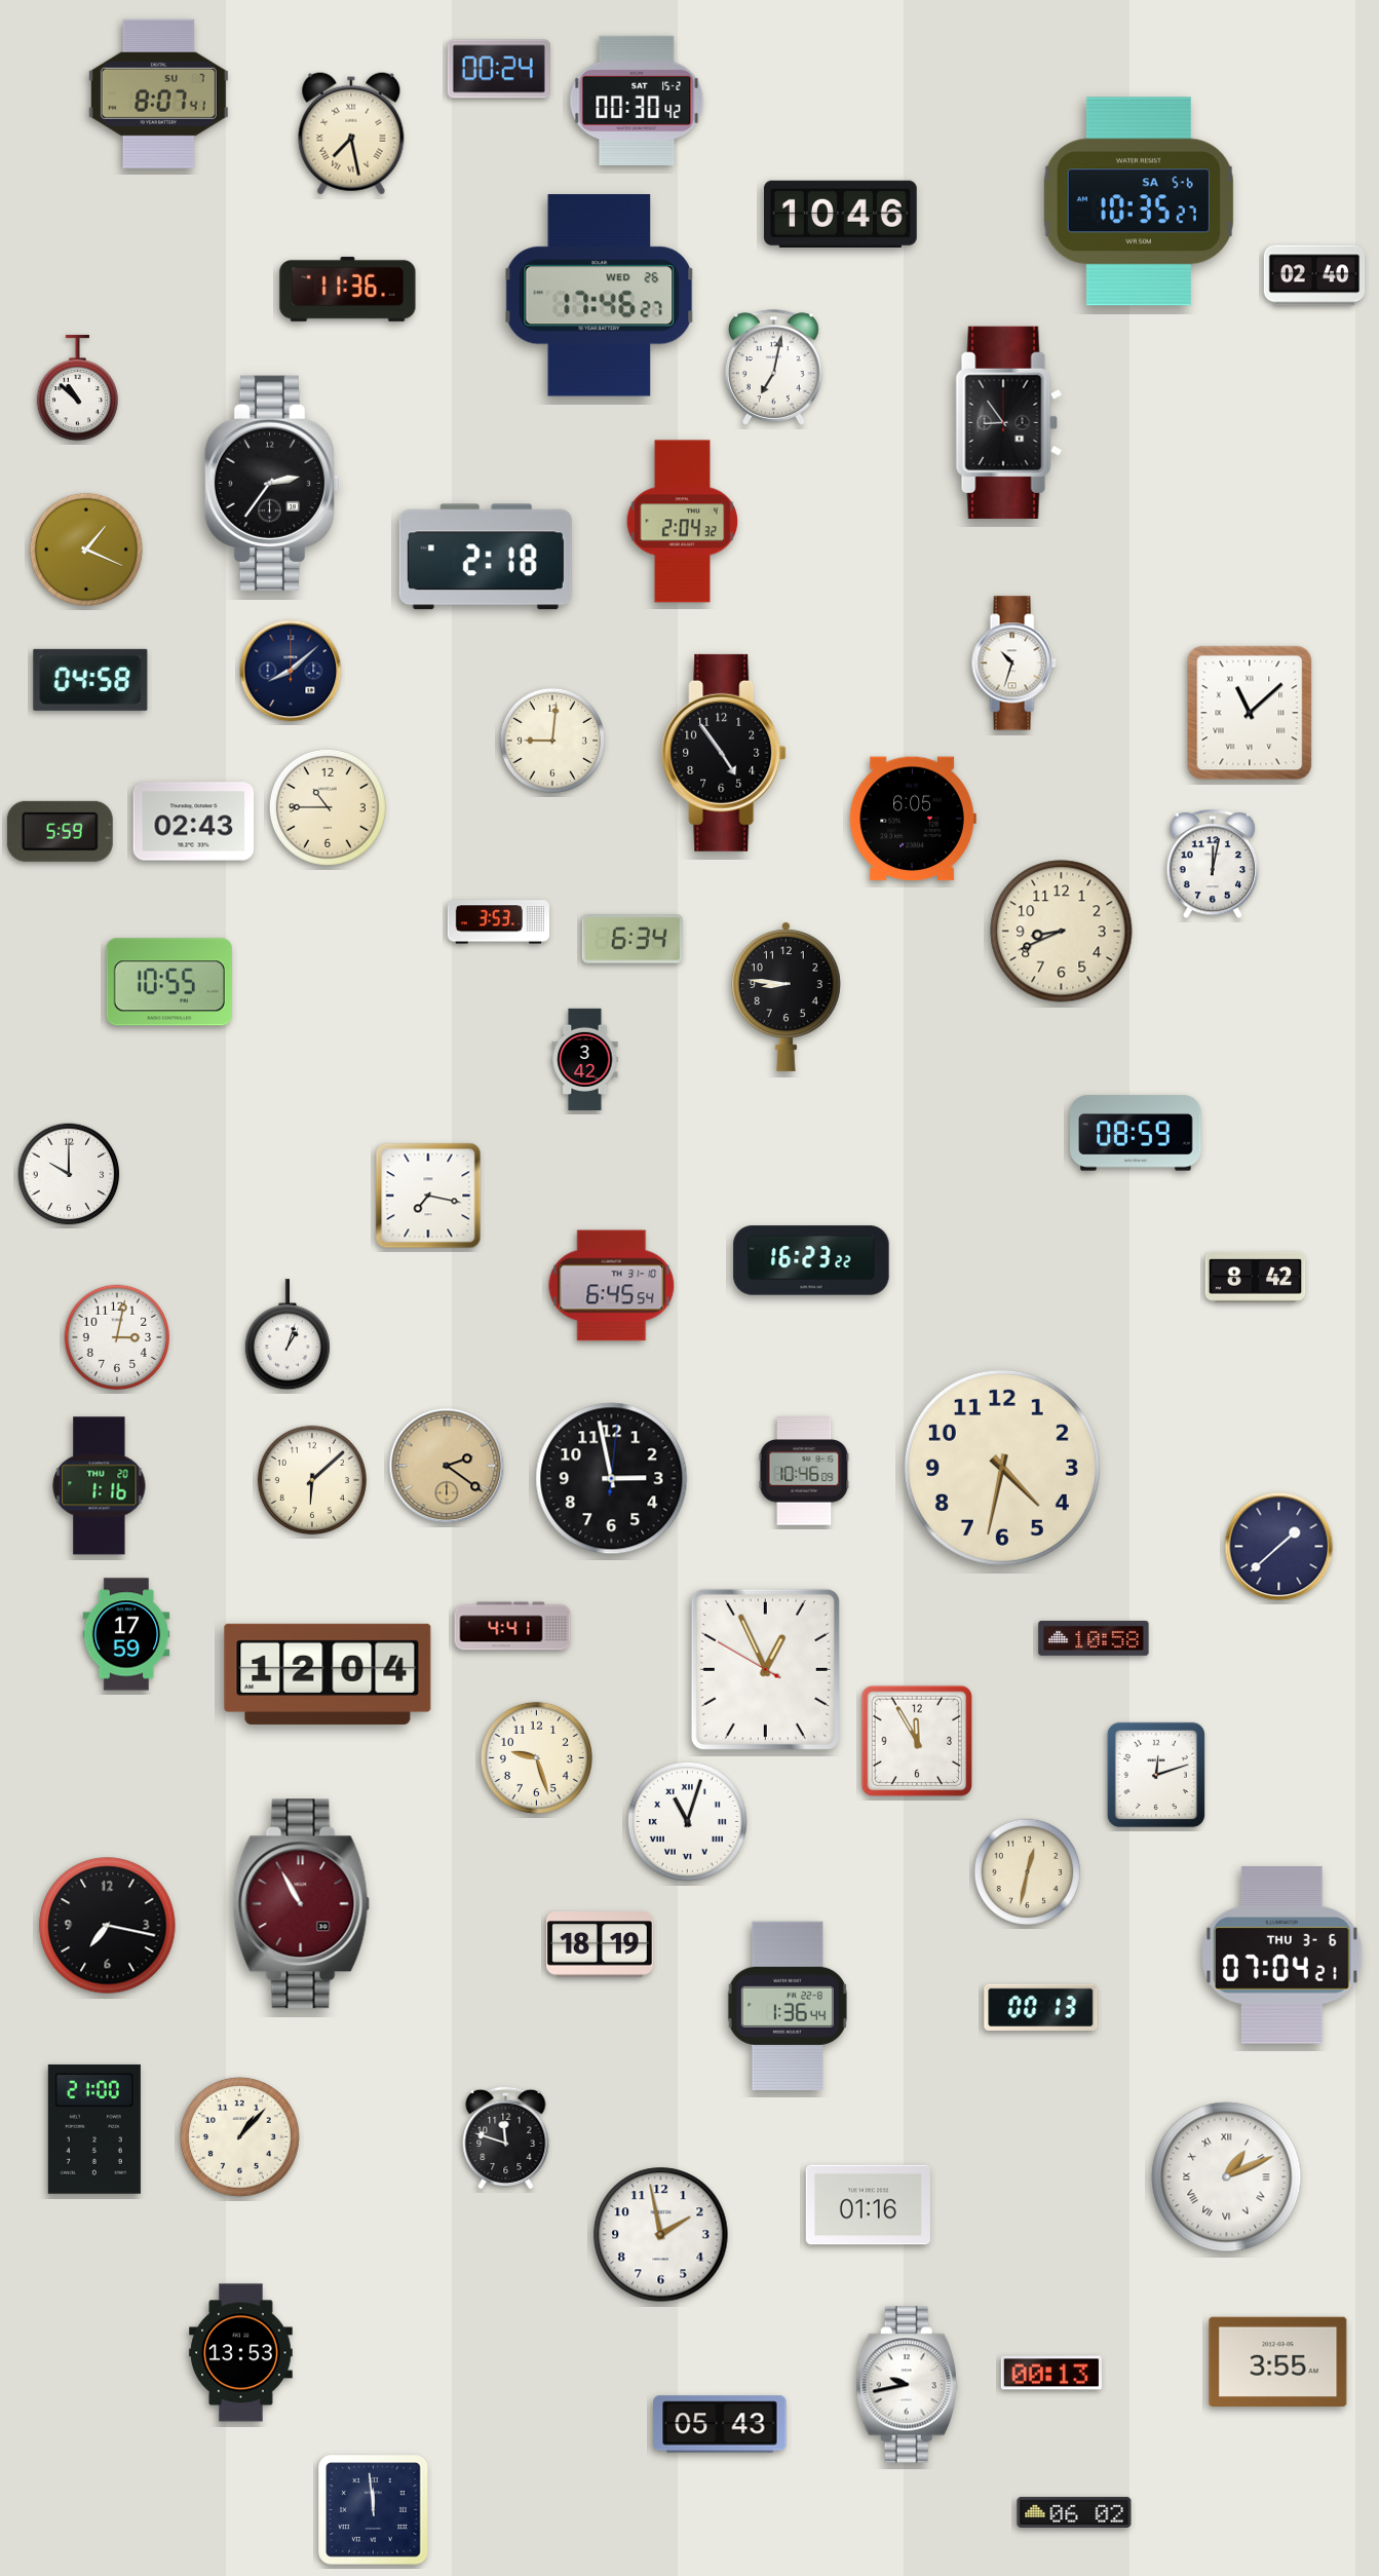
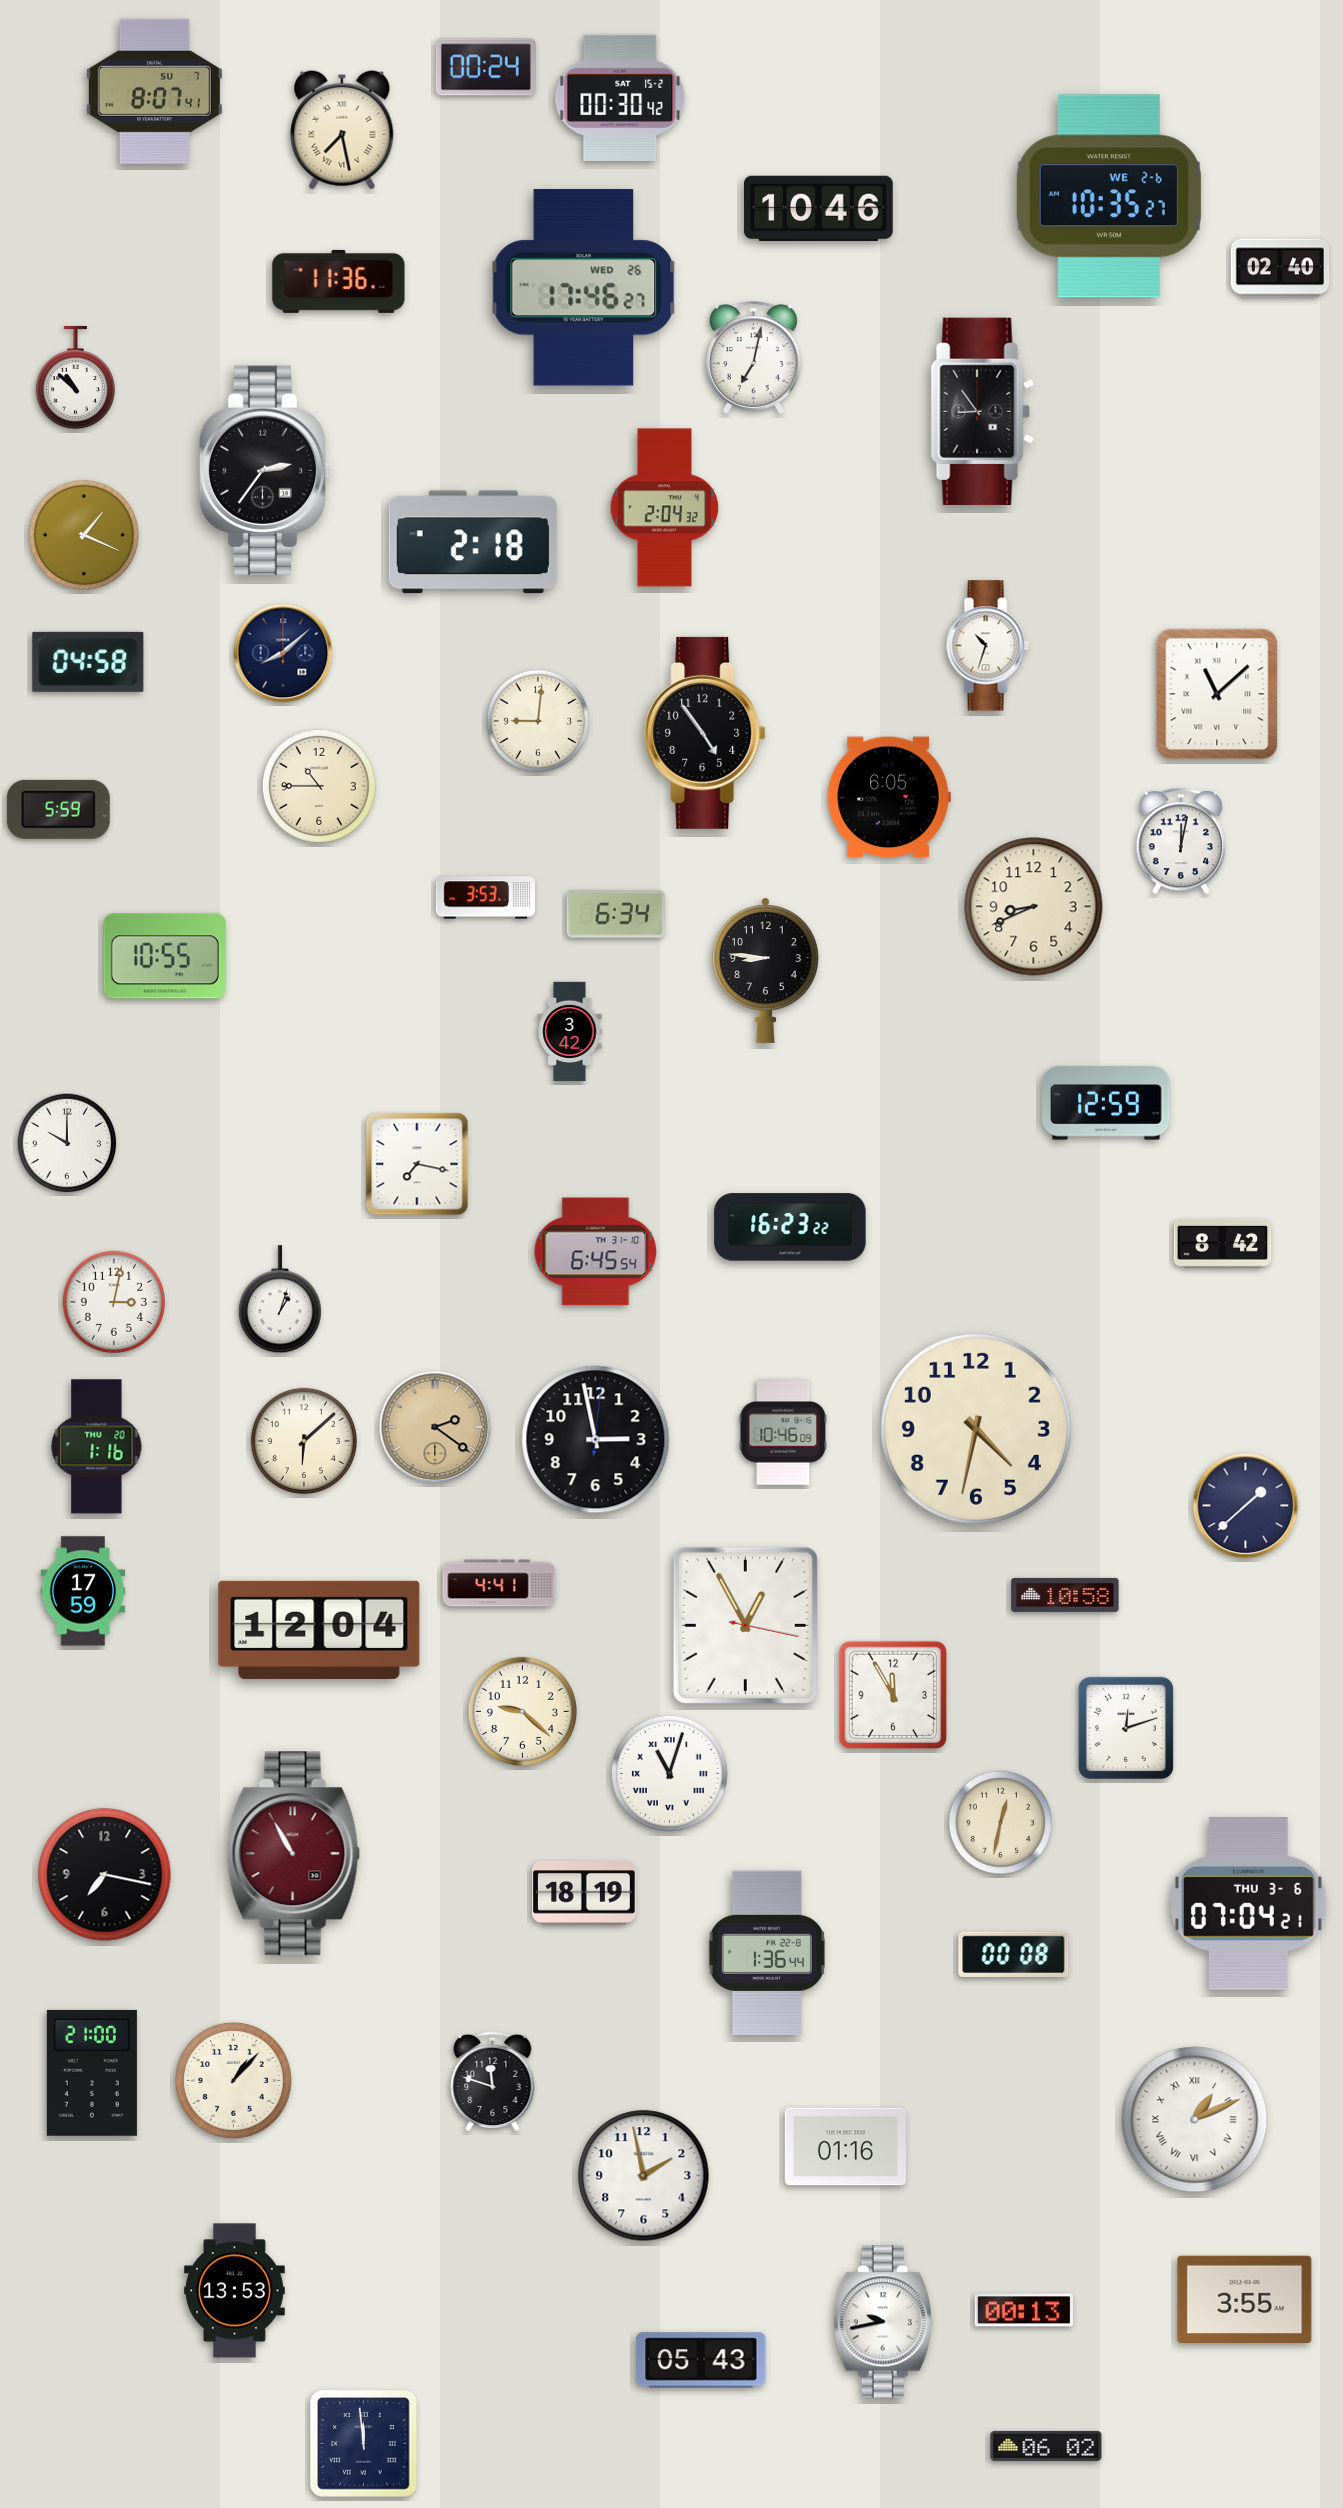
clock at (1139, 201) date: SA 5-6 -> WE 2-6
clock at (194, 822): 02:43 -> none
clock at (1136, 1133): 08:59 -> 12:59
clock at (126, 1634) position: (126, 1634) -> (83, 1591)
clock at (765, 1669): 12:55:50 -> 12:55:17
clock at (536, 1757): 9:27 -> 9:22
clock at (1041, 2007): 00:13 -> 00:08
